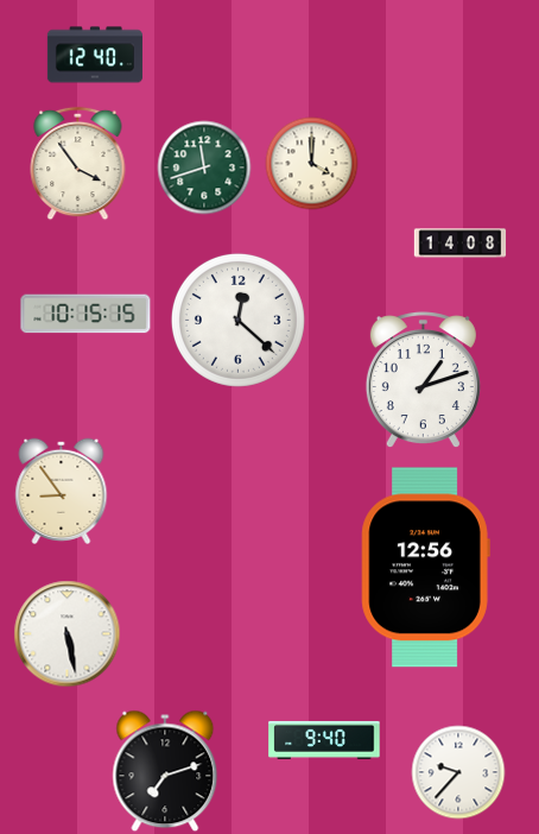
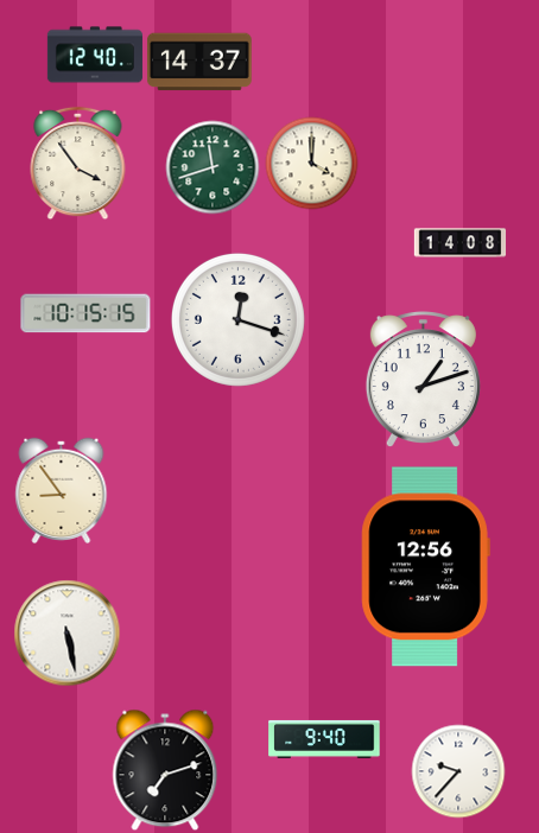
clock at (201, 62): none -> 14:37
clock at (204, 168) position: (204, 168) -> (213, 167)
clock at (237, 320): 12:22 -> 12:18
